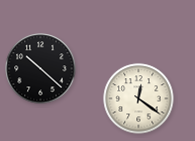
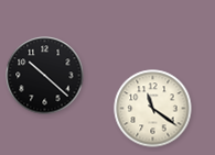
clock at (139, 99): 12:21 -> 11:21
